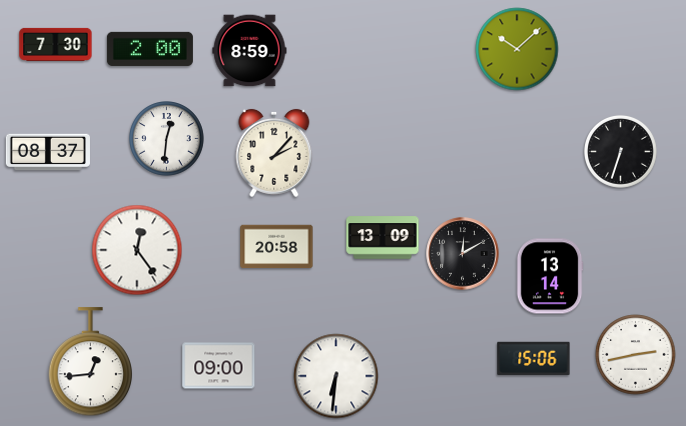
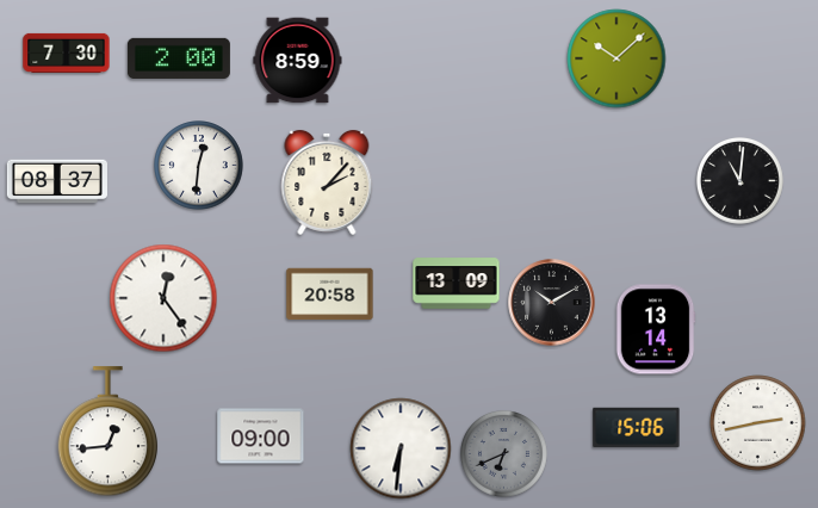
clock at (620, 151): 6:33 -> 11:01
clock at (463, 254): 12:10 -> 10:10
clock at (503, 453): none -> 6:41
